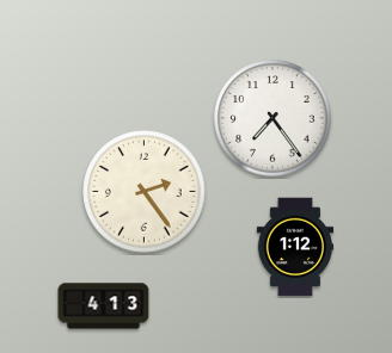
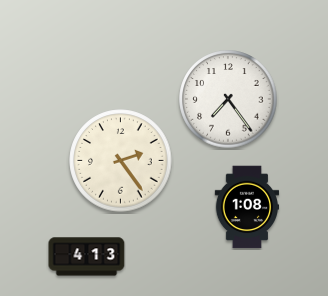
clock at (295, 247): 1:12 -> 1:08
